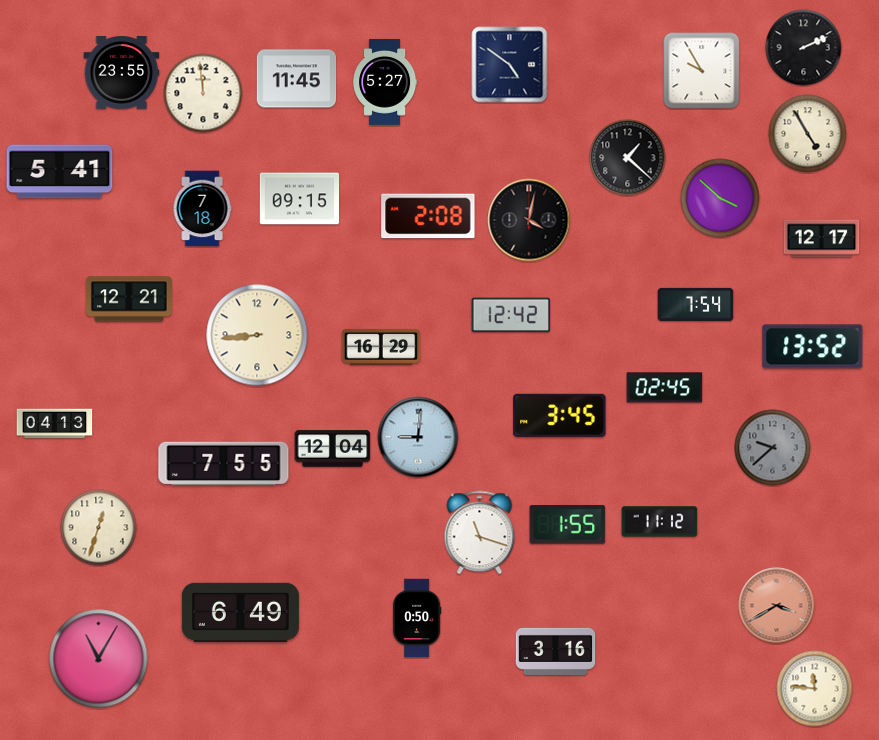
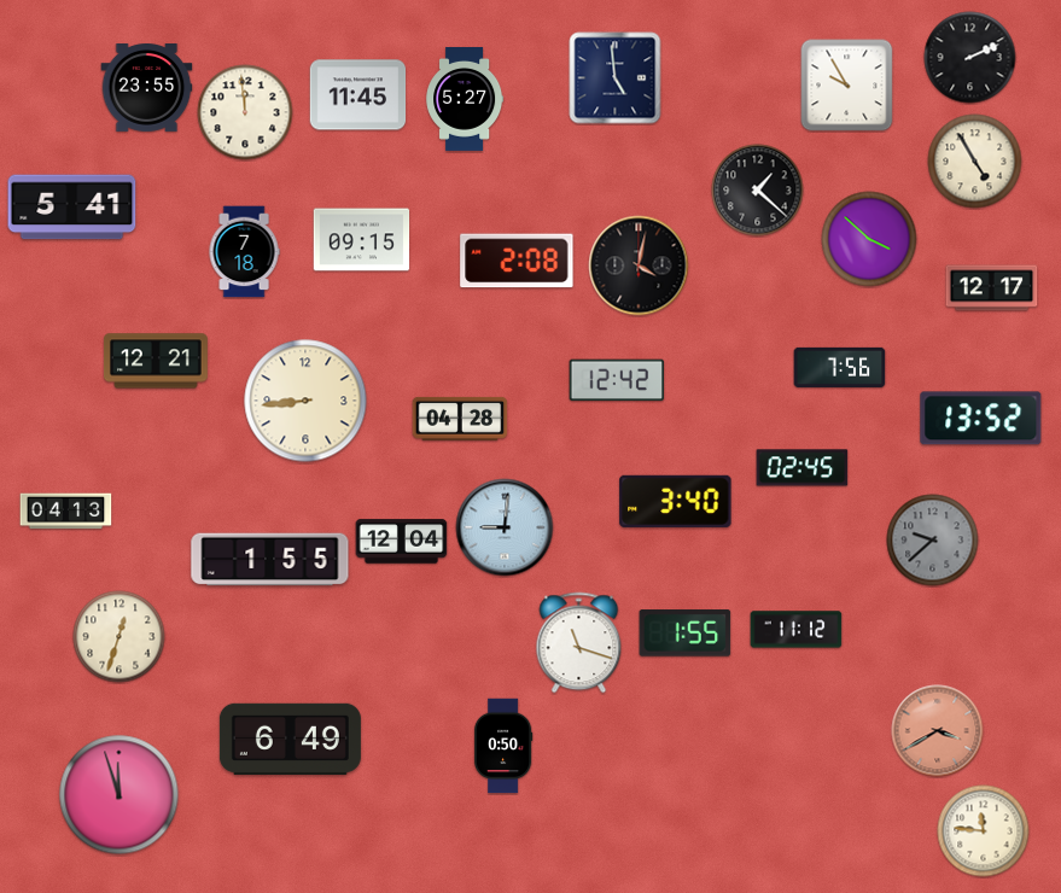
clock at (510, 65): 4:51 -> 4:59
clock at (696, 304): 7:54 -> 7:56
clock at (257, 335) position: (257, 335) -> (305, 401)
clock at (381, 347): 16:29 -> 04:28
clock at (560, 415): 3:45 -> 3:40
clock at (224, 464): 7:55 -> 1:55
clock at (556, 651): 3:16 -> none
clock at (99, 659): 11:05 -> 11:57
